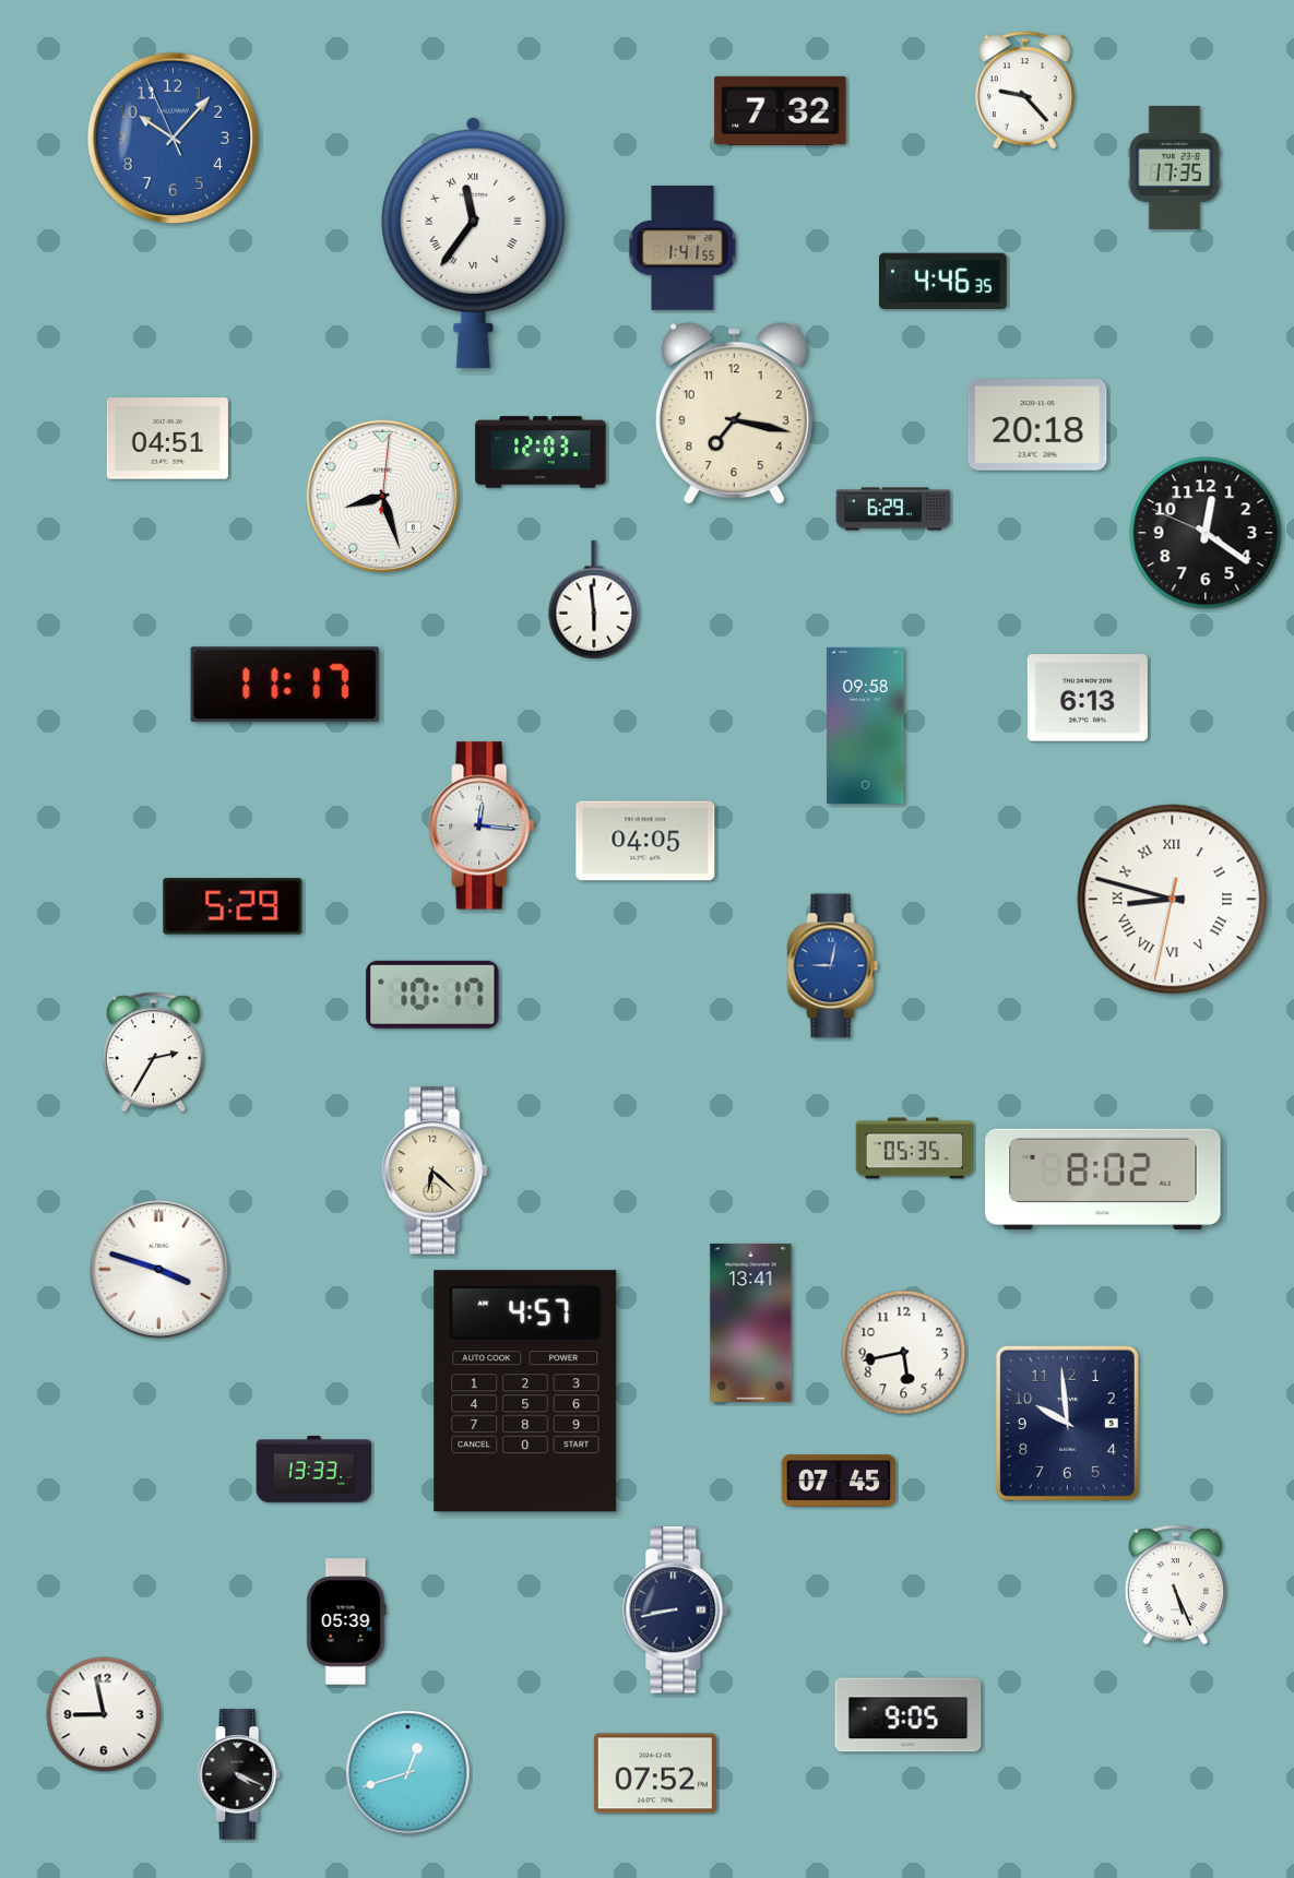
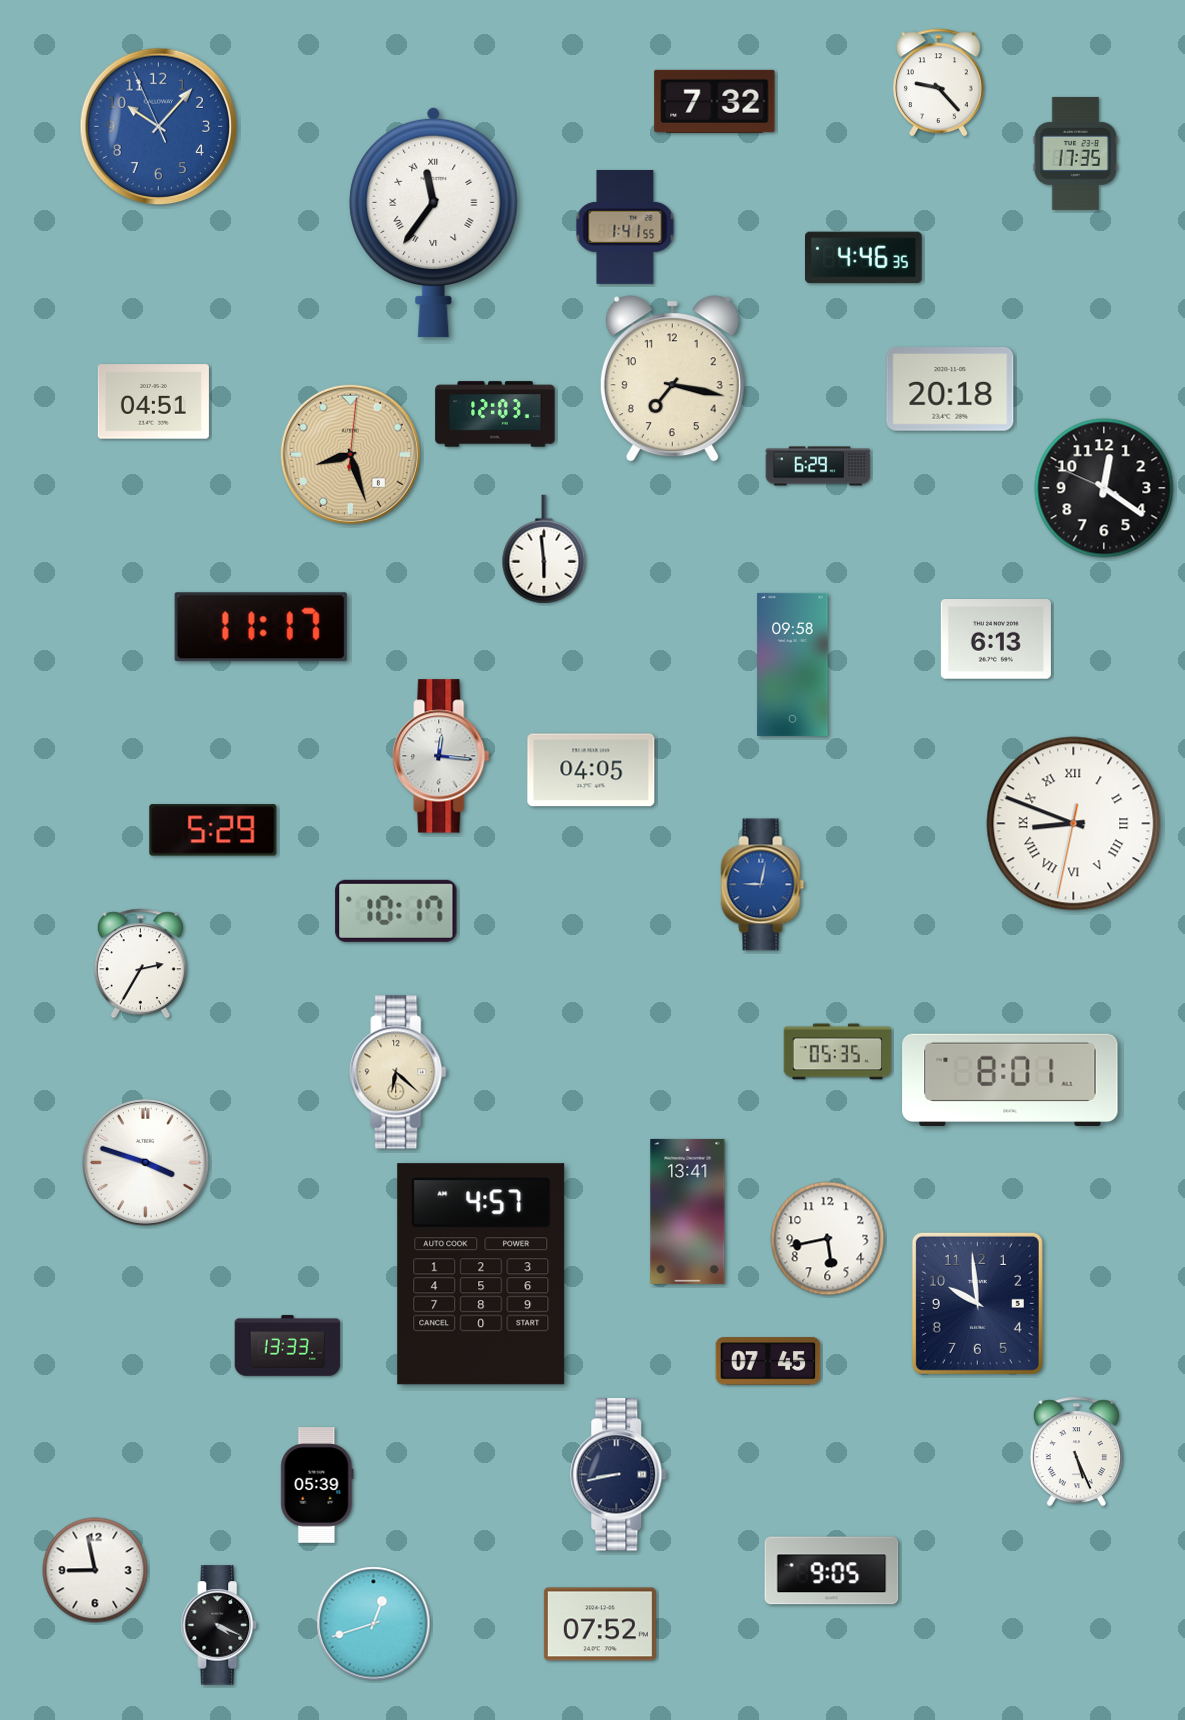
clock at (382, 496) dial: white -> champagne
clock at (1173, 900): 8:47 -> 8:48
clock at (1103, 1179): 8:02 -> 8:01
clock at (839, 1481) position: (839, 1481) -> (768, 1361)
